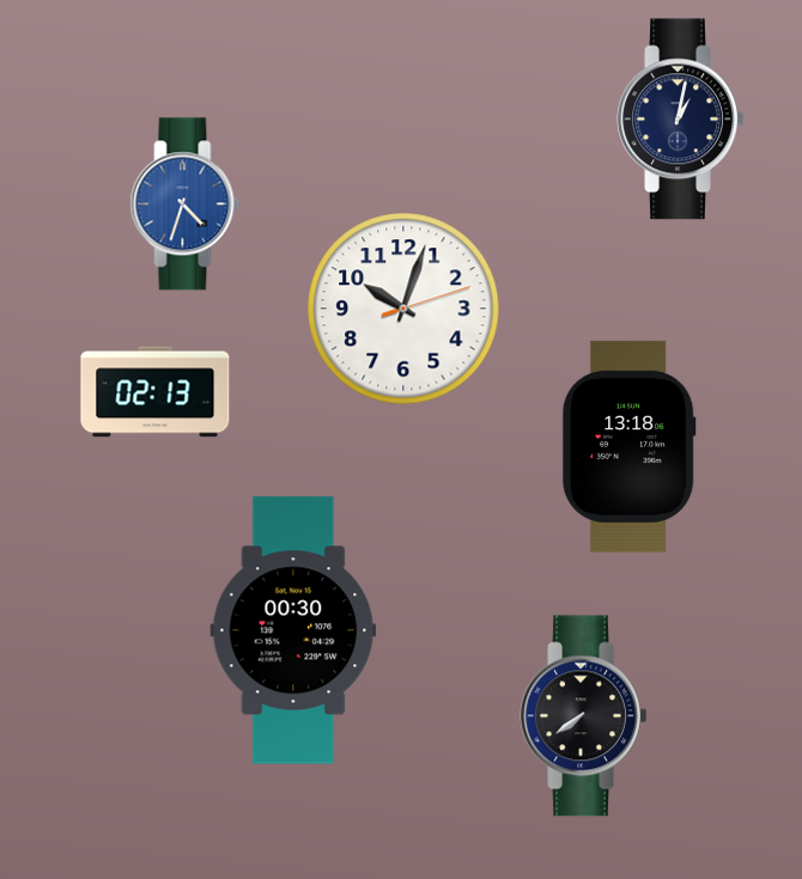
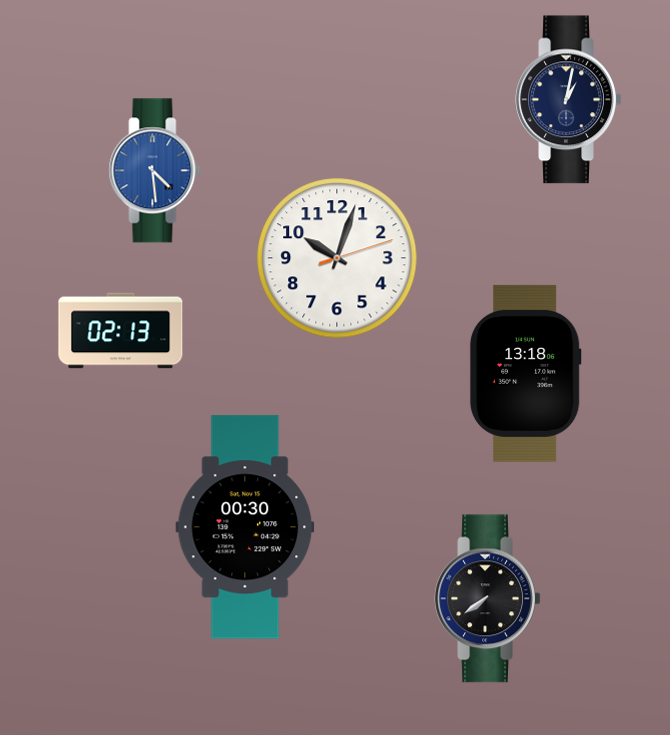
clock at (186, 205): 4:33 -> 4:29
clock at (156, 392) position: (156, 392) -> (121, 331)
